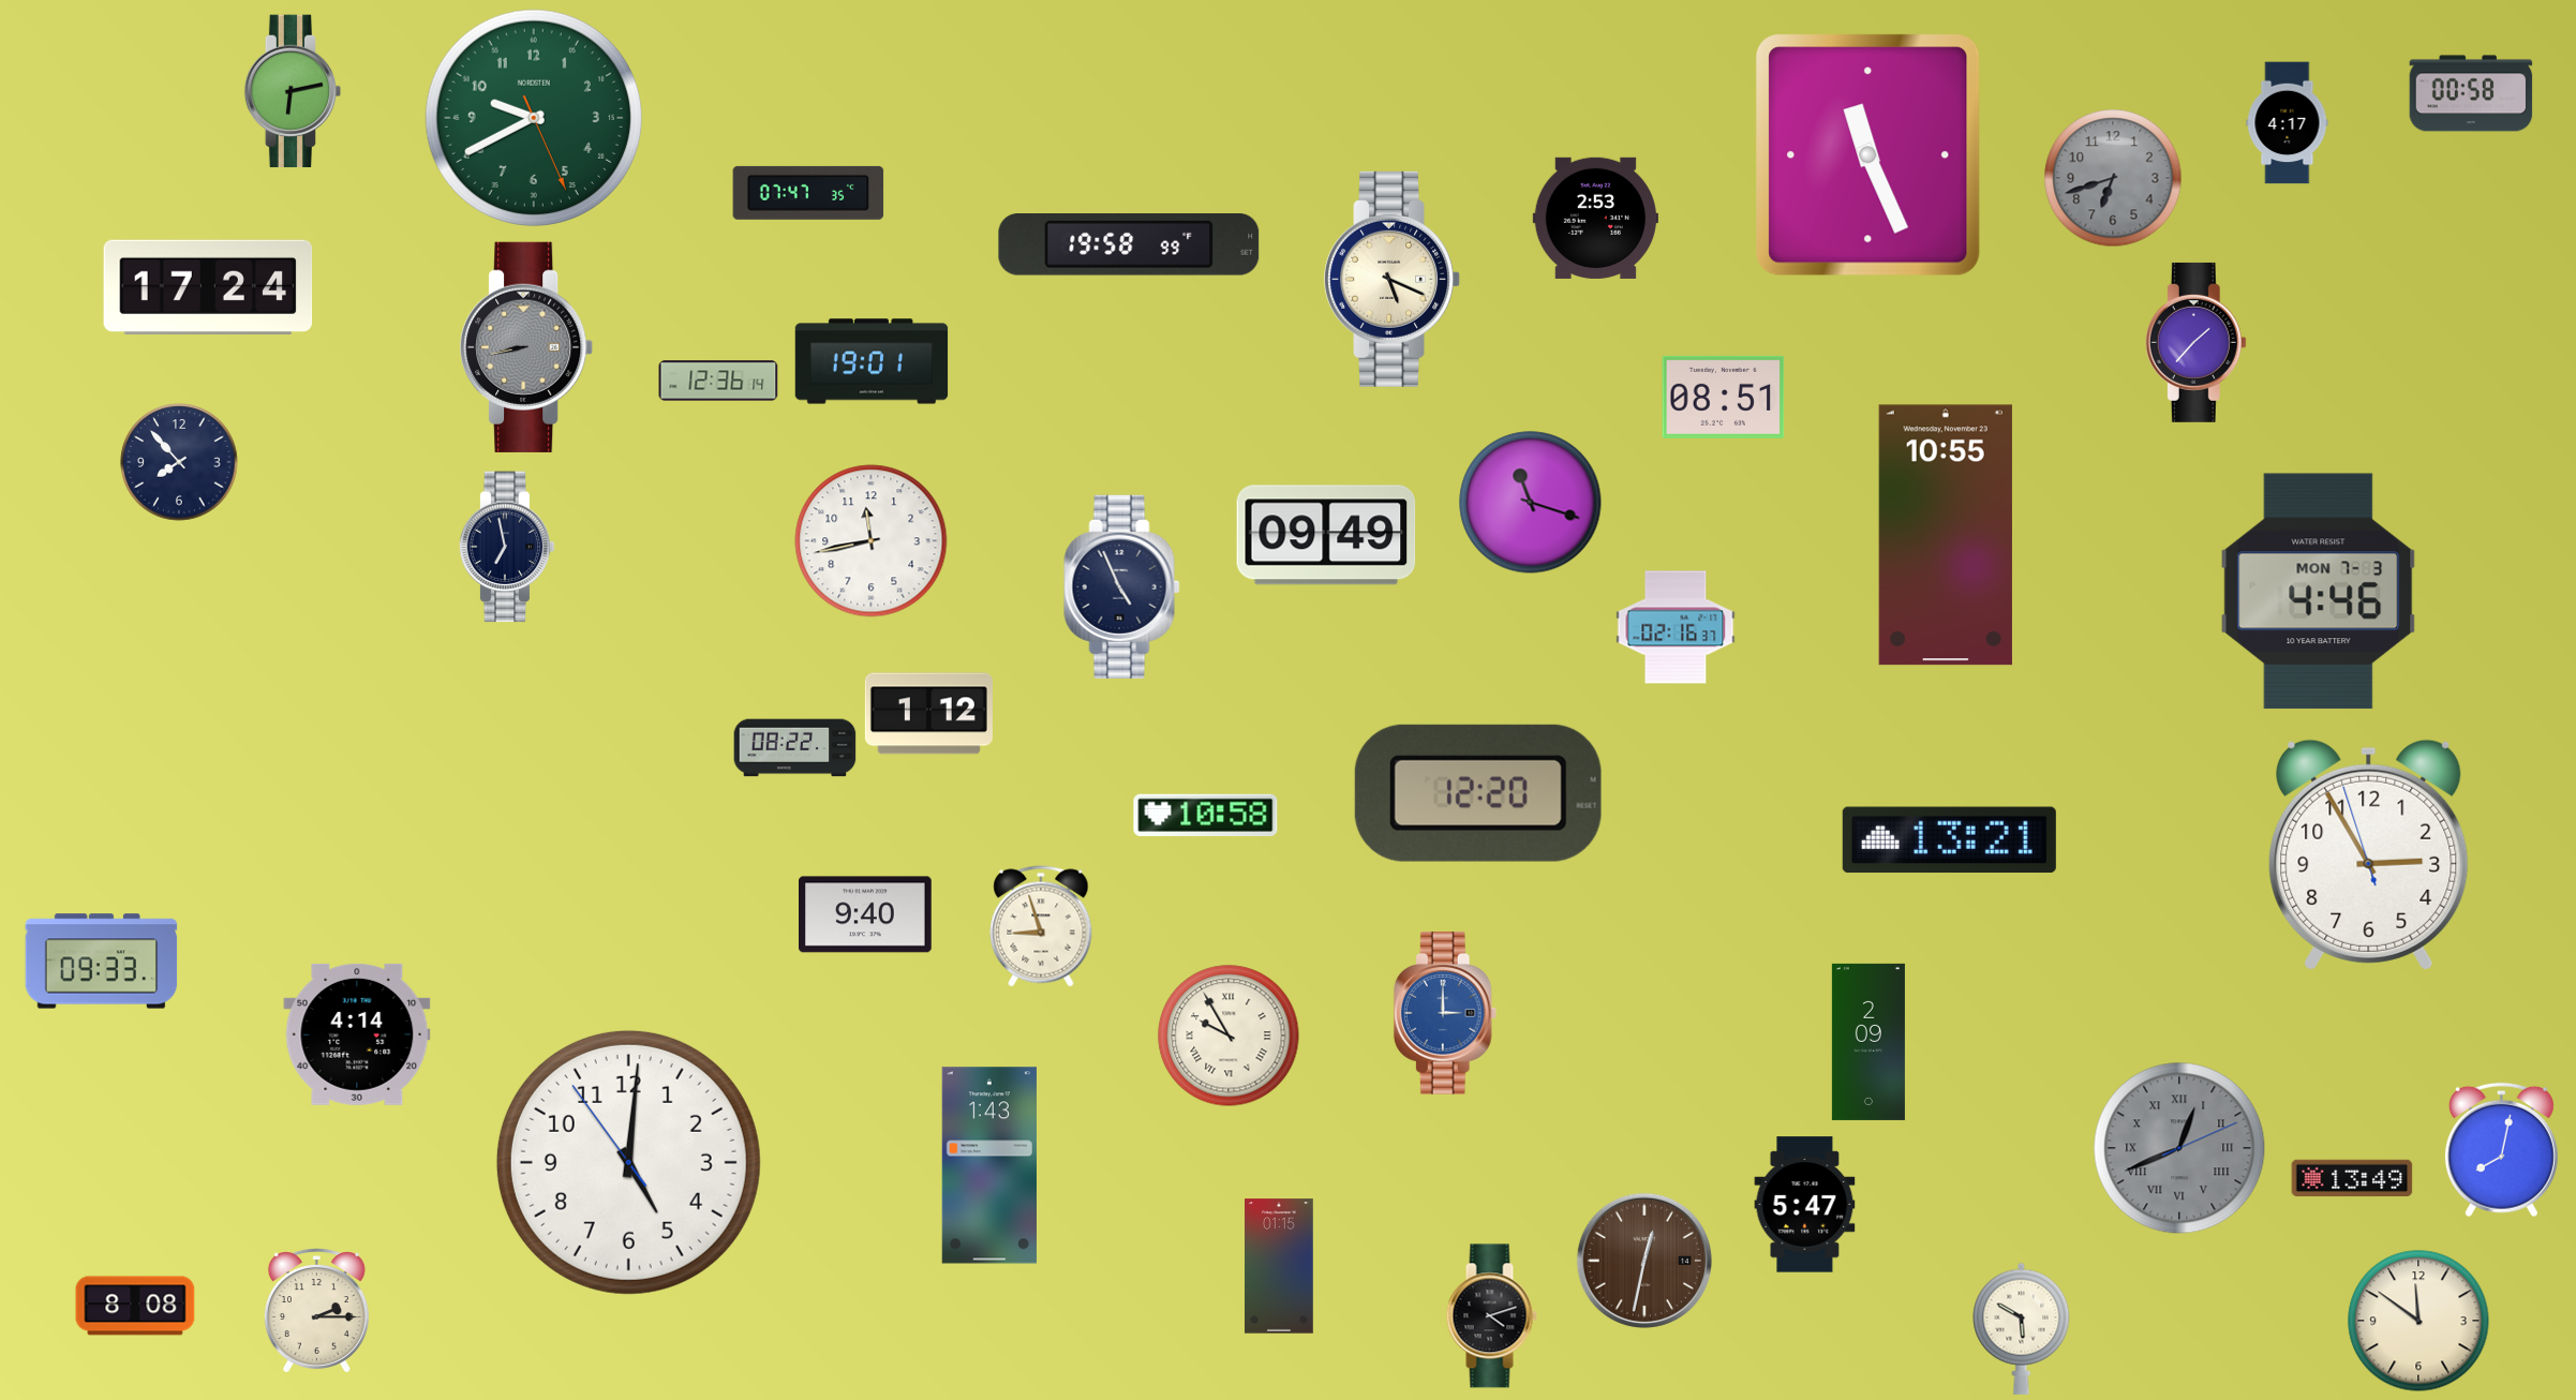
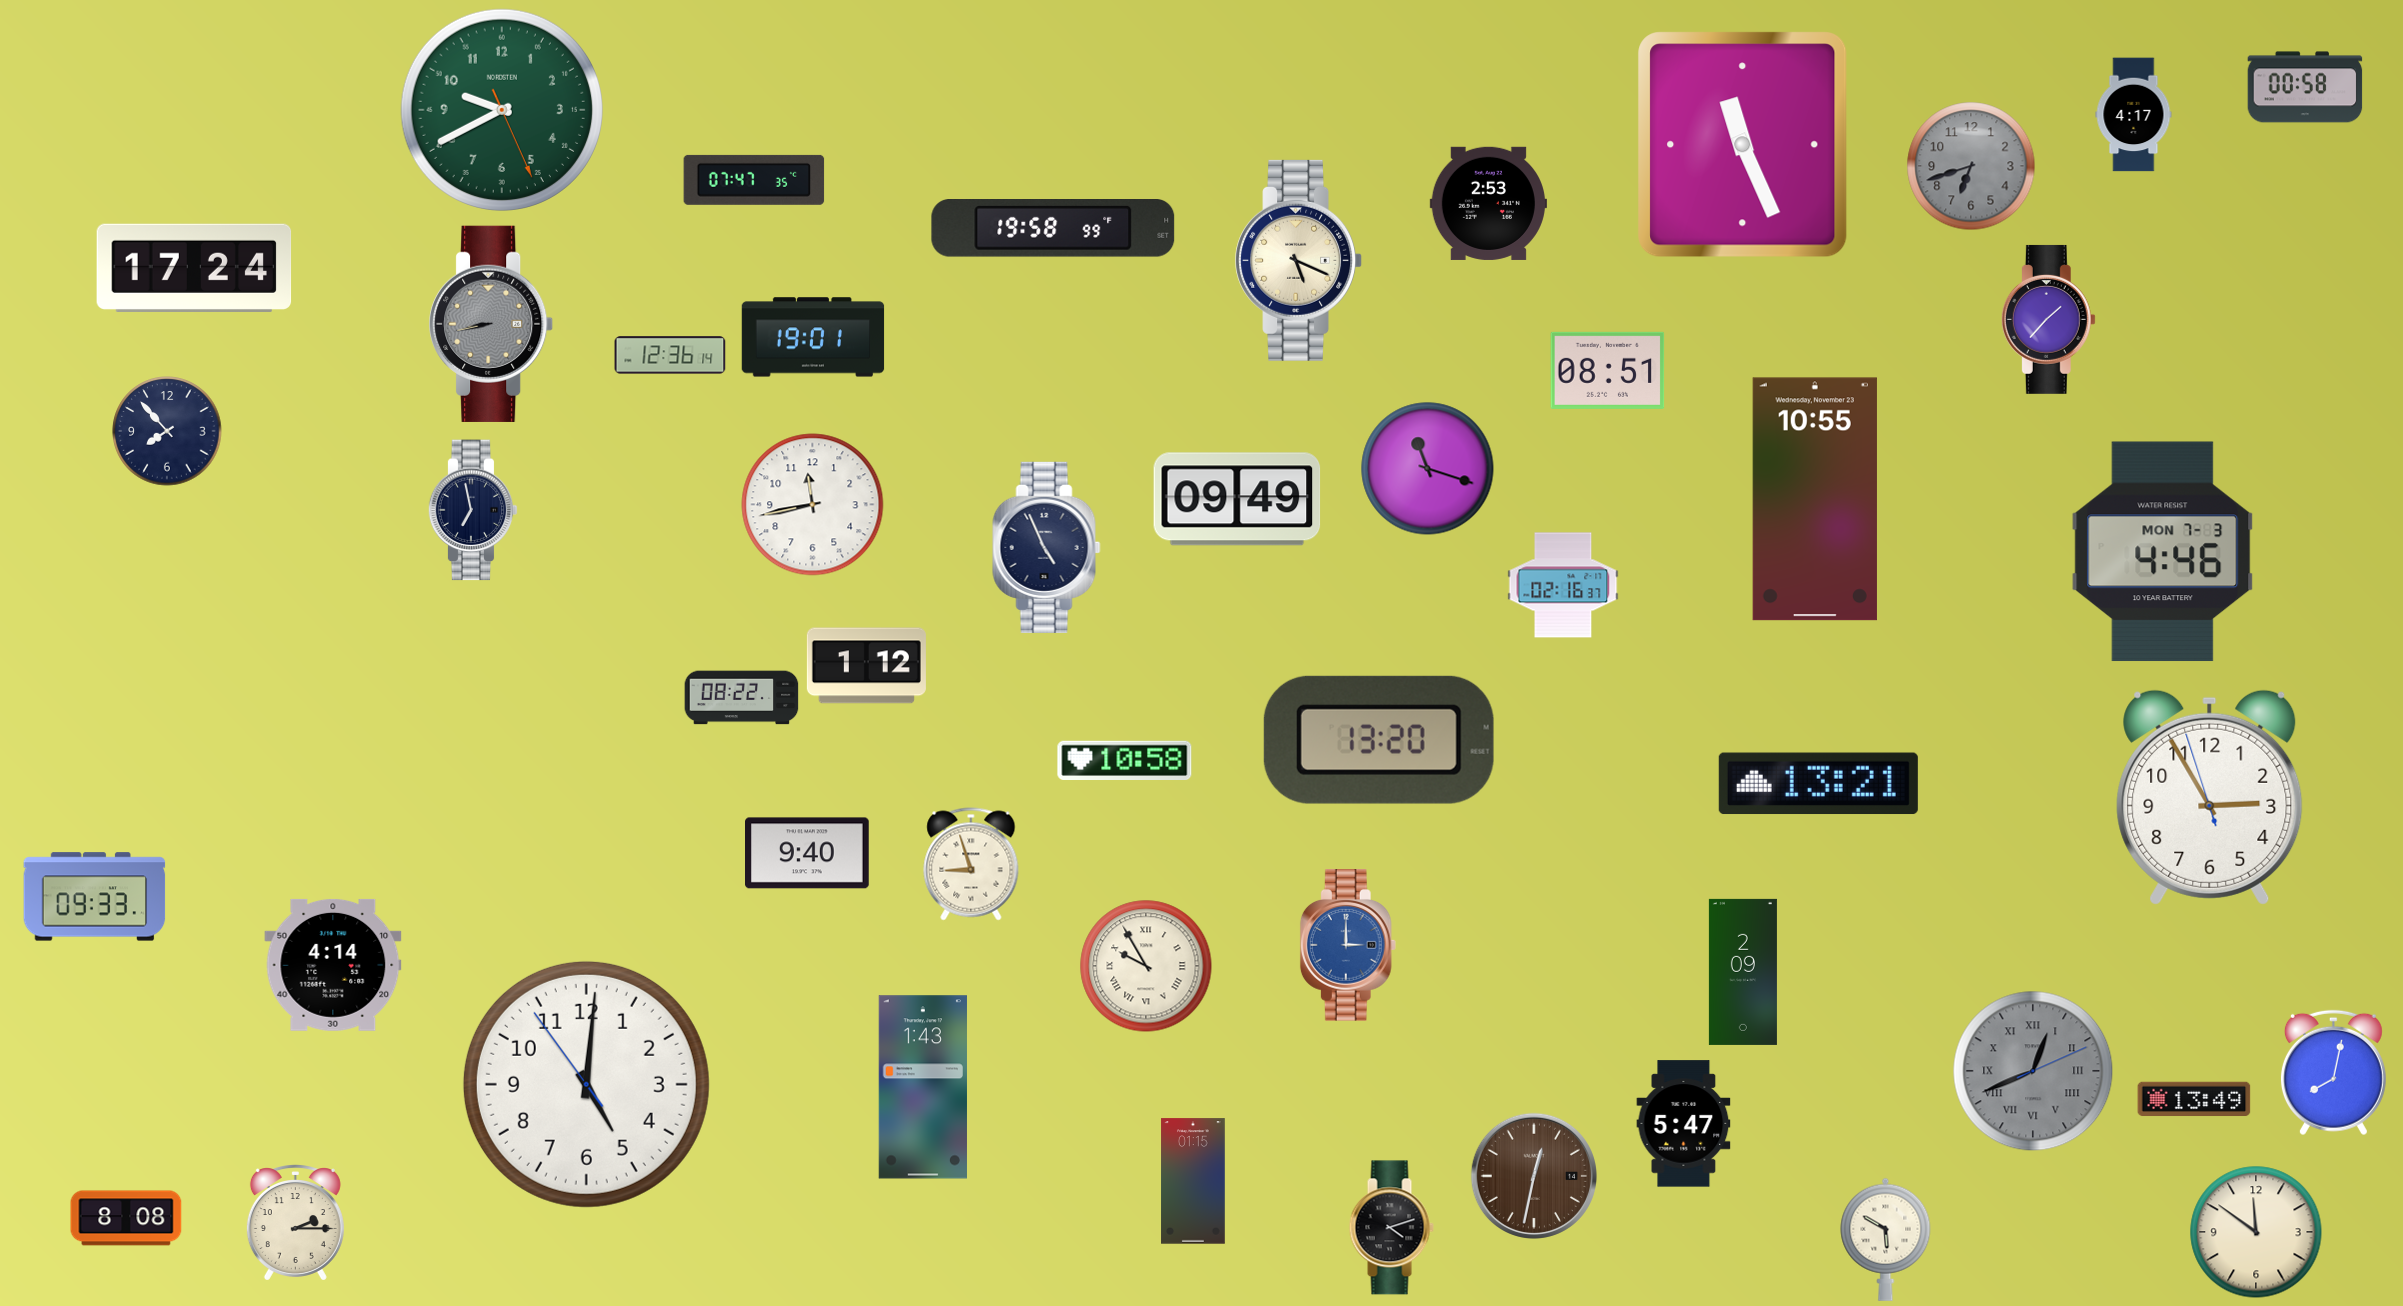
clock at (293, 91): 6:13 -> none
clock at (533, 117) position: (533, 117) -> (501, 109)
clock at (1478, 793): 12:20 -> 13:20
